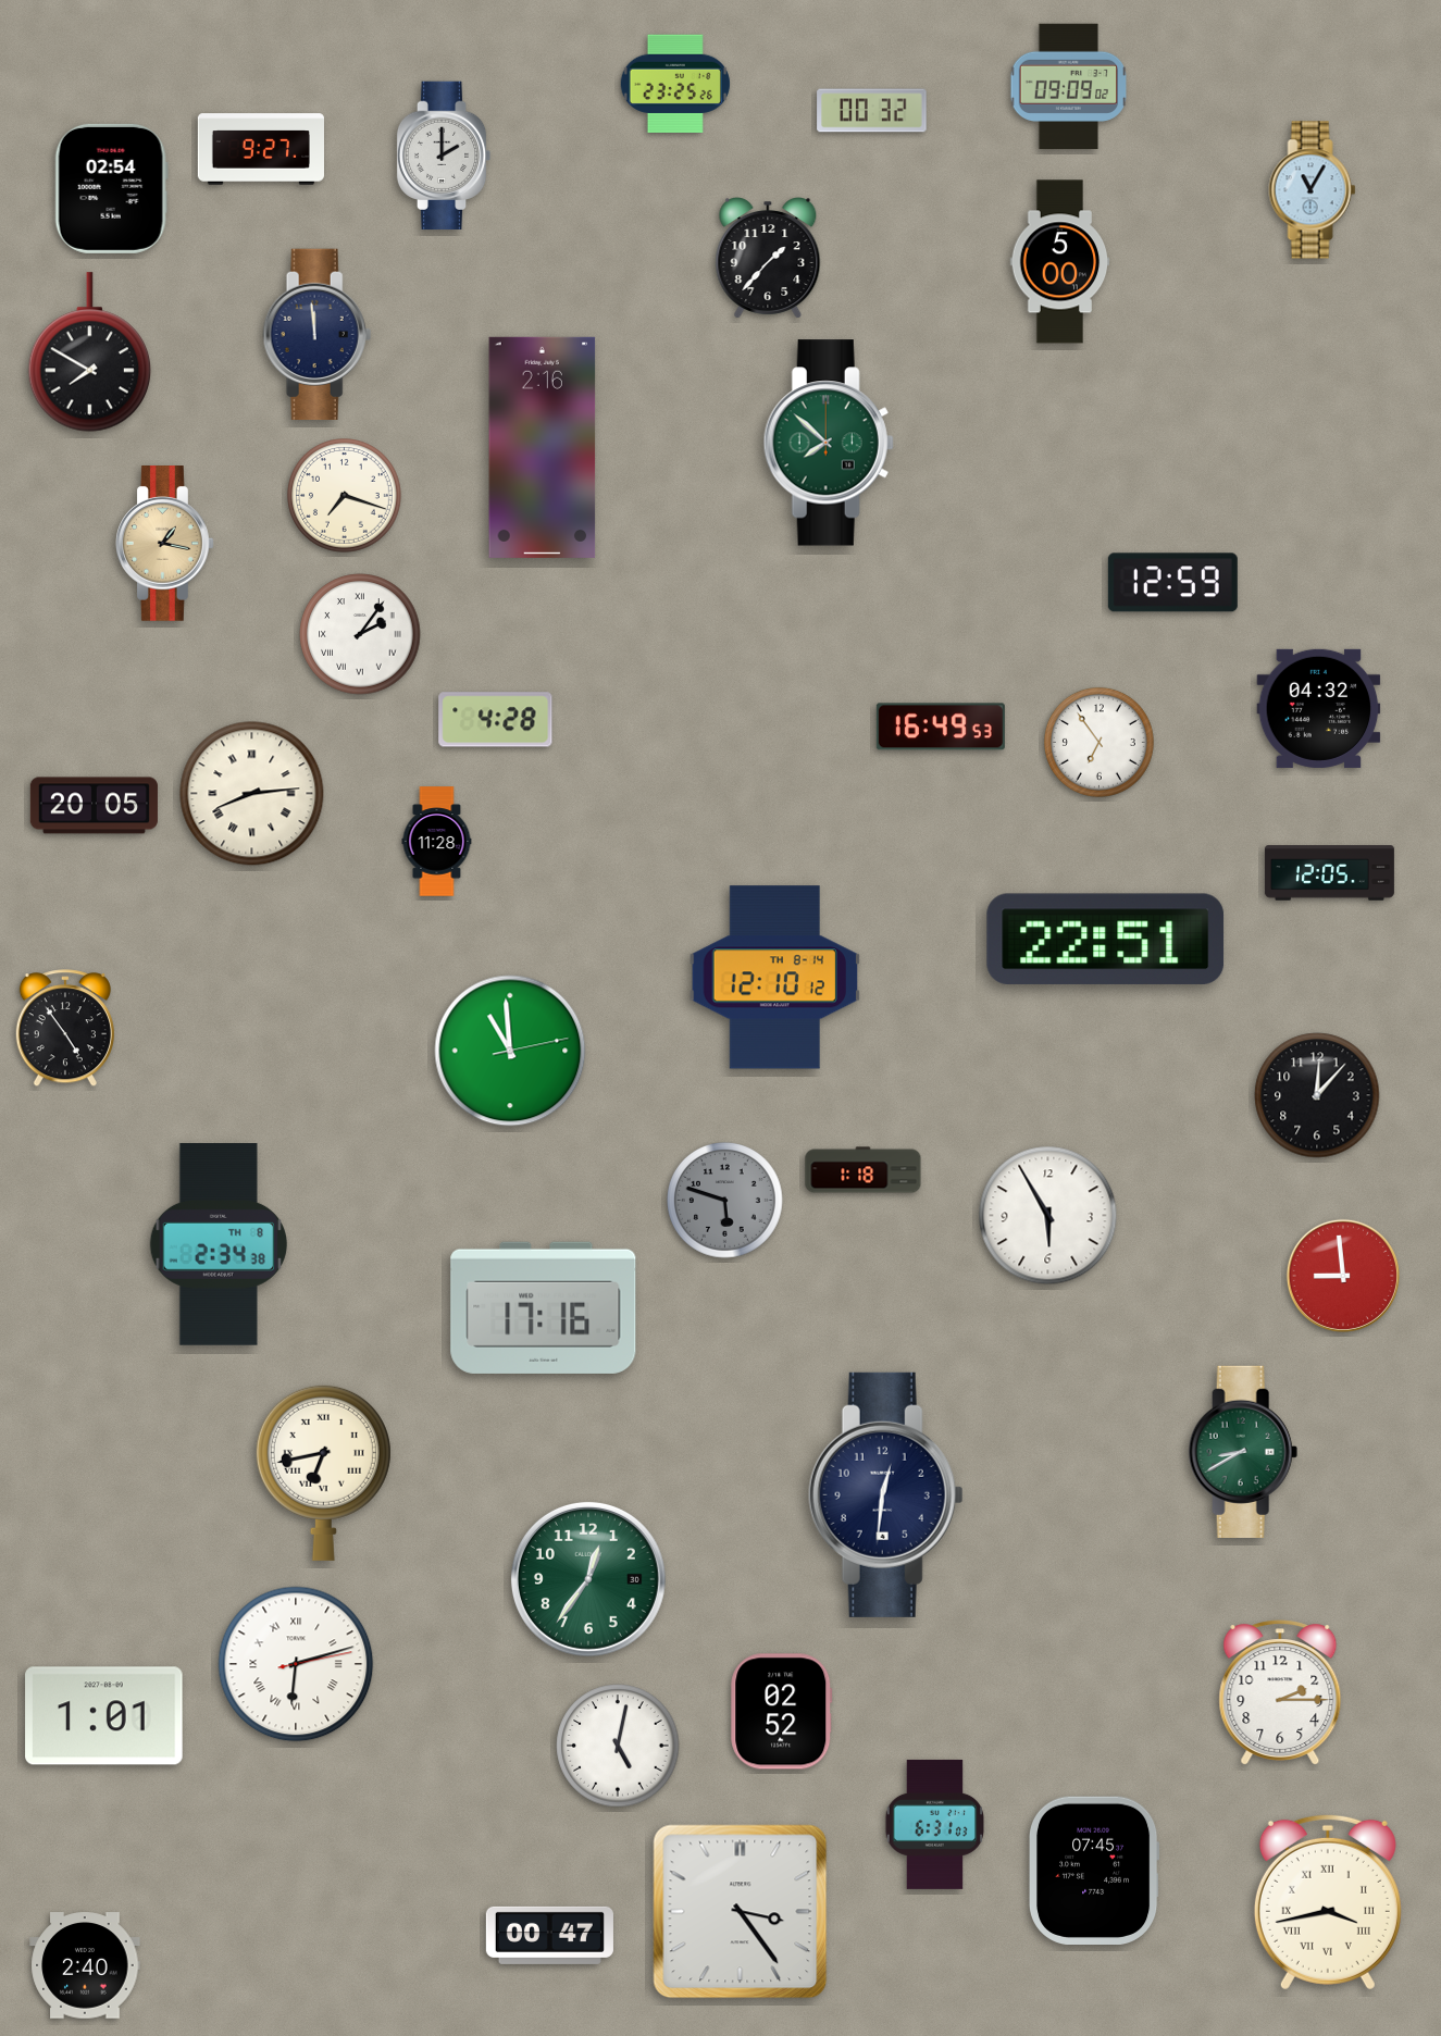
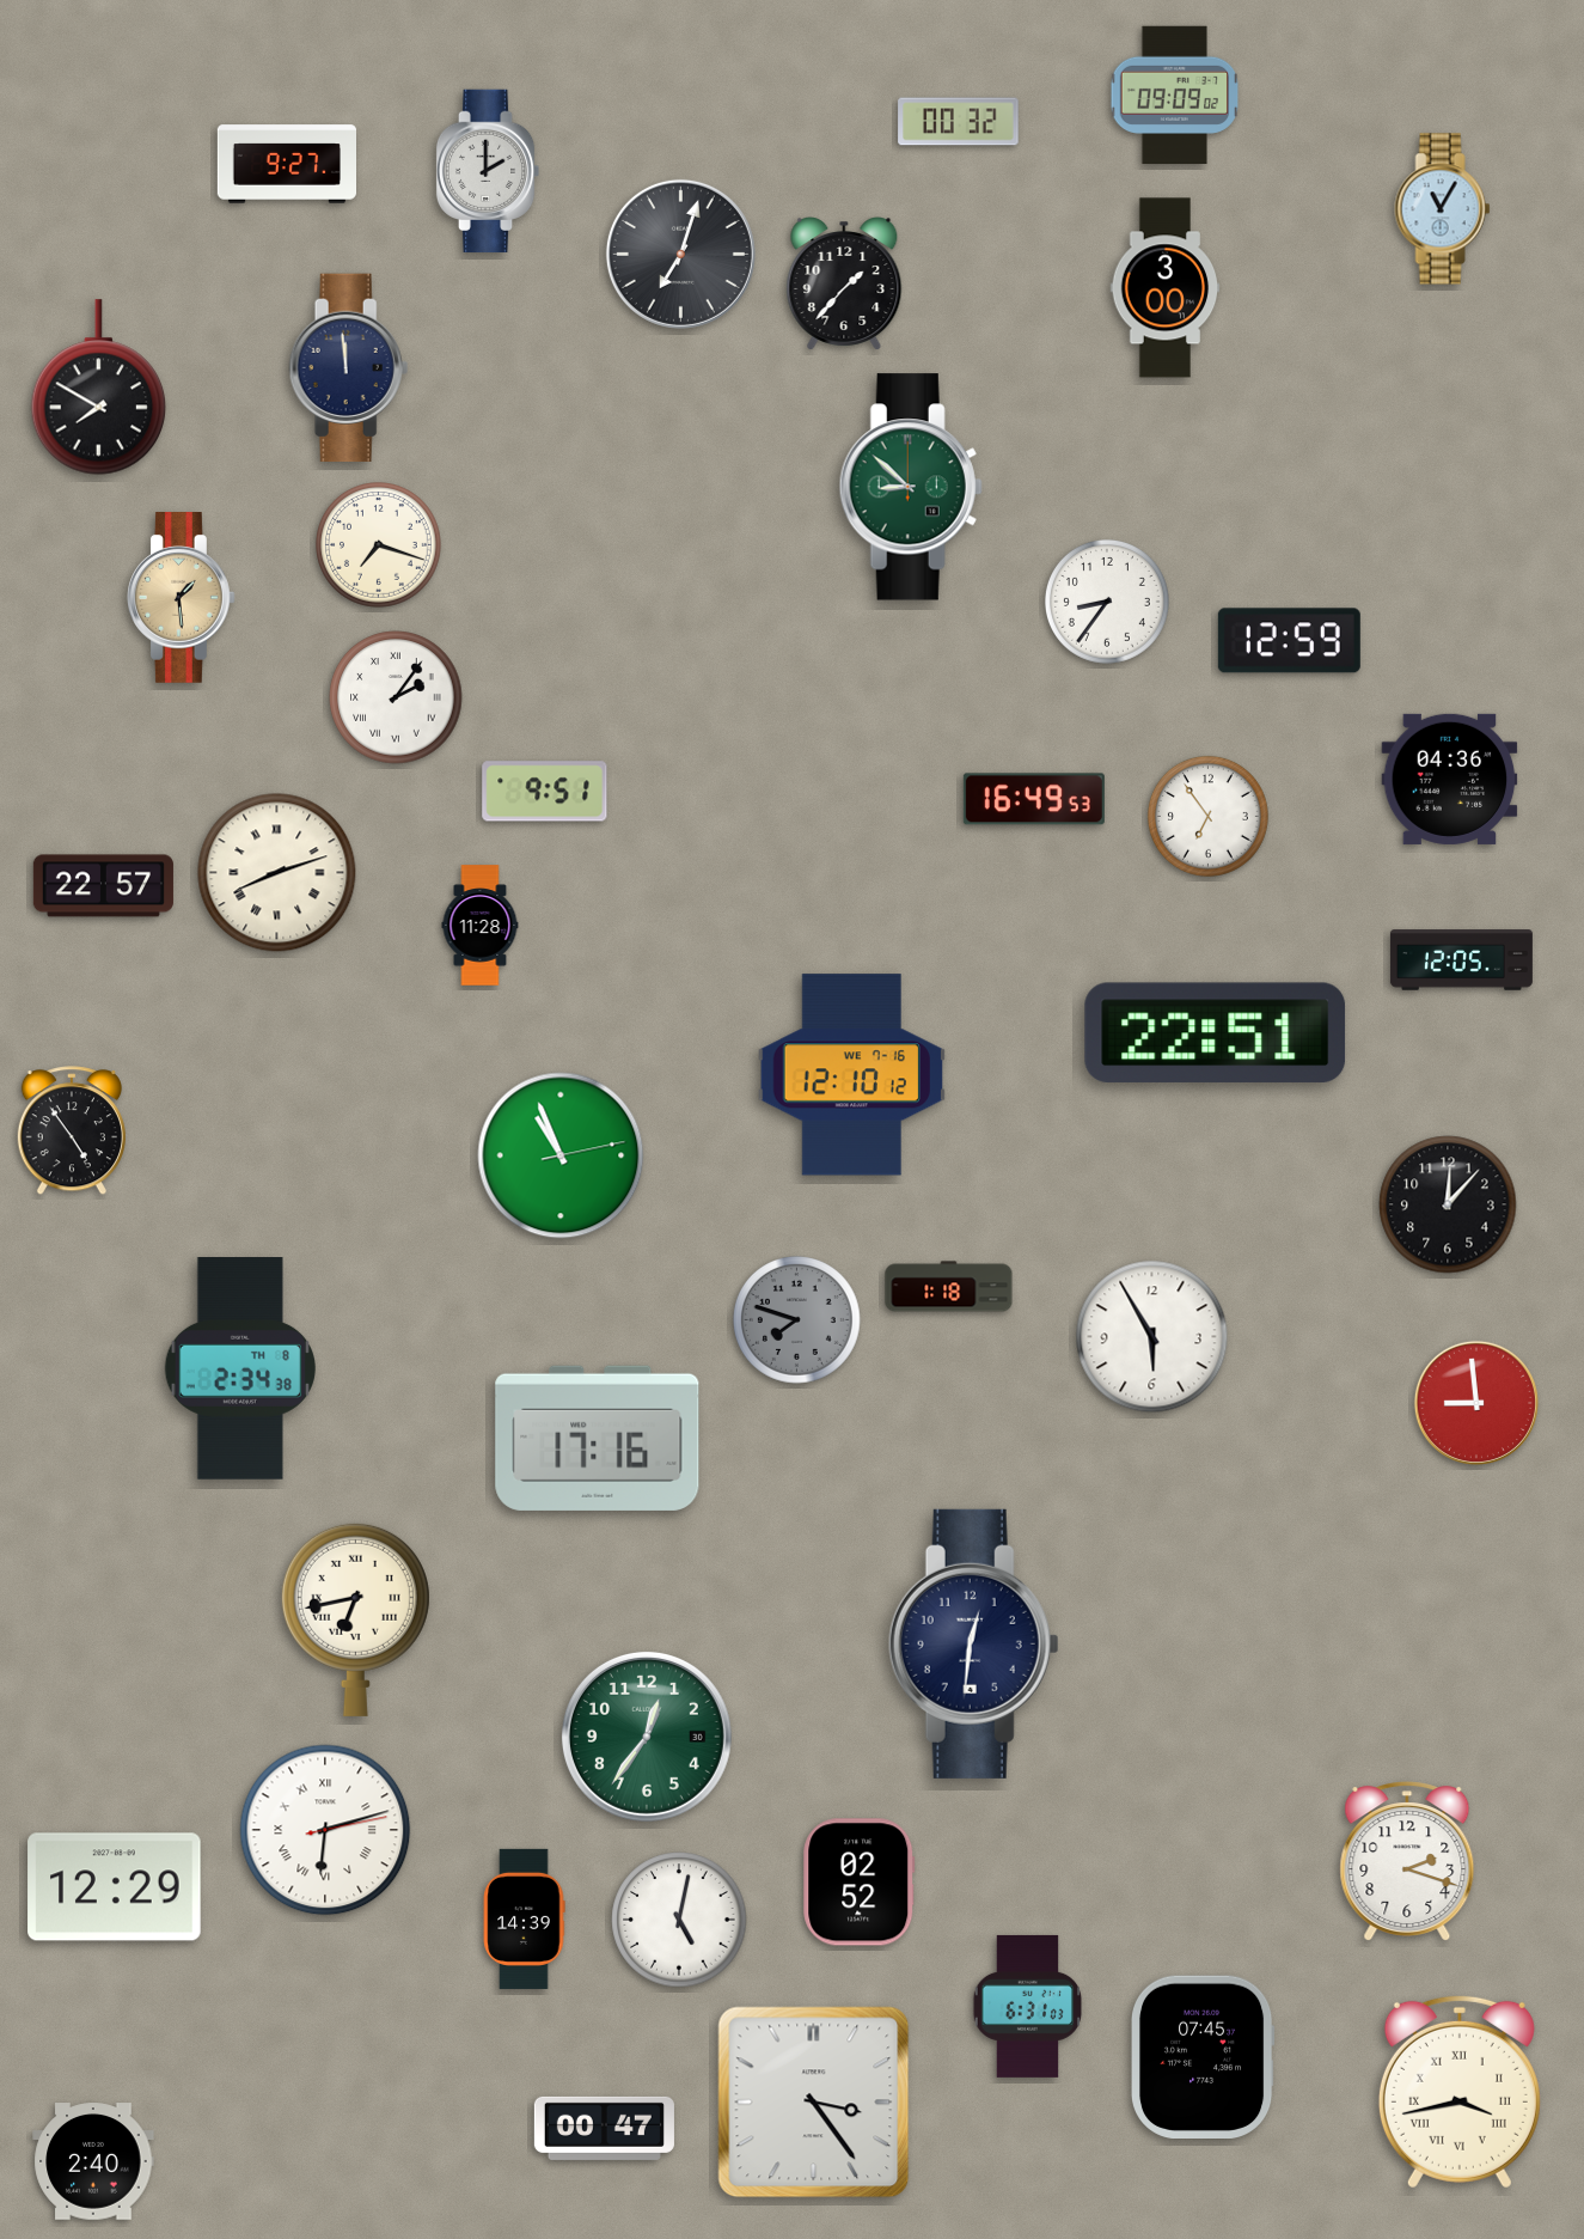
clock at (675, 84): 23:25 -> none
clock at (111, 188): 02:54 -> none
clock at (680, 254): none -> 7:03
clock at (1060, 262): 5:00 -> 3:00
clock at (829, 443): 7:52 -> 8:52
clock at (543, 447): 2:16 -> none
clock at (165, 544): 1:17 -> 1:29
clock at (1107, 602): none -> 8:36
clock at (1319, 708): 04:32 -> 04:36
clock at (496, 720): 4:28 -> 9:51
clock at (252, 794): 8:14 -> 8:12
clock at (94, 806): 20:05 -> 22:57
clock at (774, 978) date: TH 8-14 -> WE 7-16
clock at (510, 1051): 10:59 -> 10:56
clock at (725, 1201): 5:48 -> 7:48
clock at (1243, 1452): 8:40 -> none
clock at (1280, 1692): 2:15 -> 2:18
clock at (104, 1716): 1:01 -> 12:29
clock at (524, 1918): none -> 14:39
